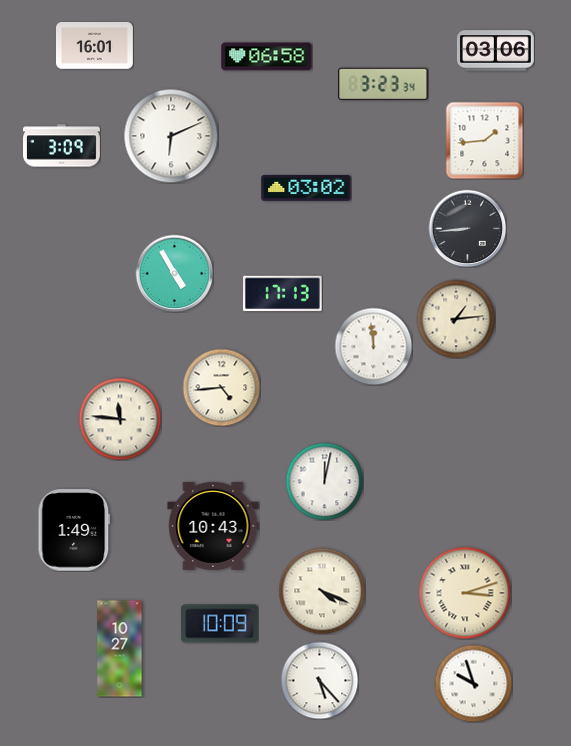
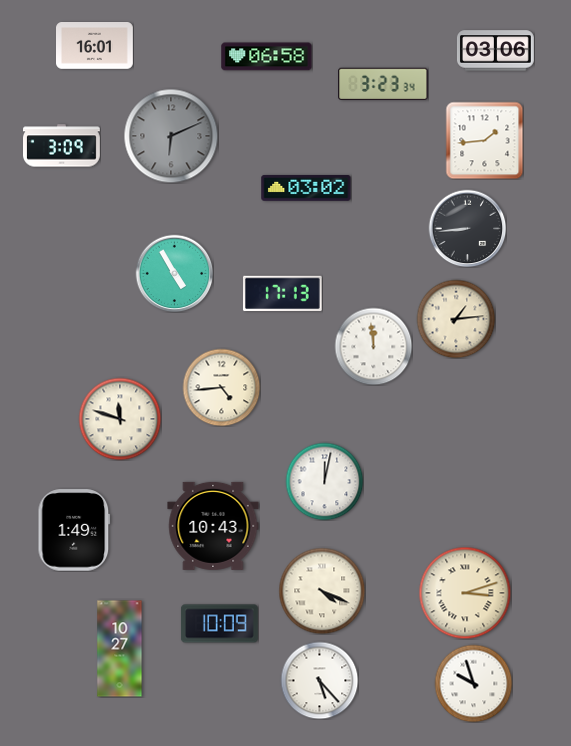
clock at (171, 136) dial: white -> grey
clock at (120, 419): 11:46 -> 11:48
